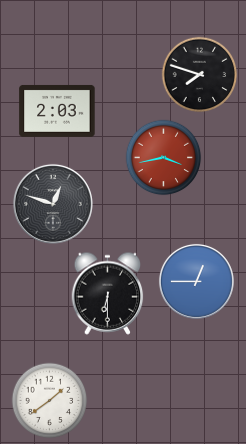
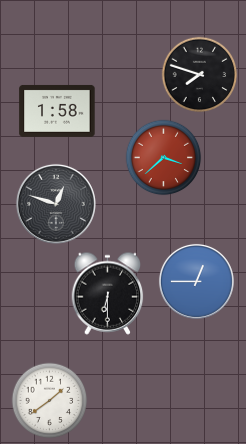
clock at (57, 111): 2:03 -> 1:58
clock at (164, 158): 3:43 -> 3:38
clock at (53, 204) position: (53, 204) -> (56, 204)
